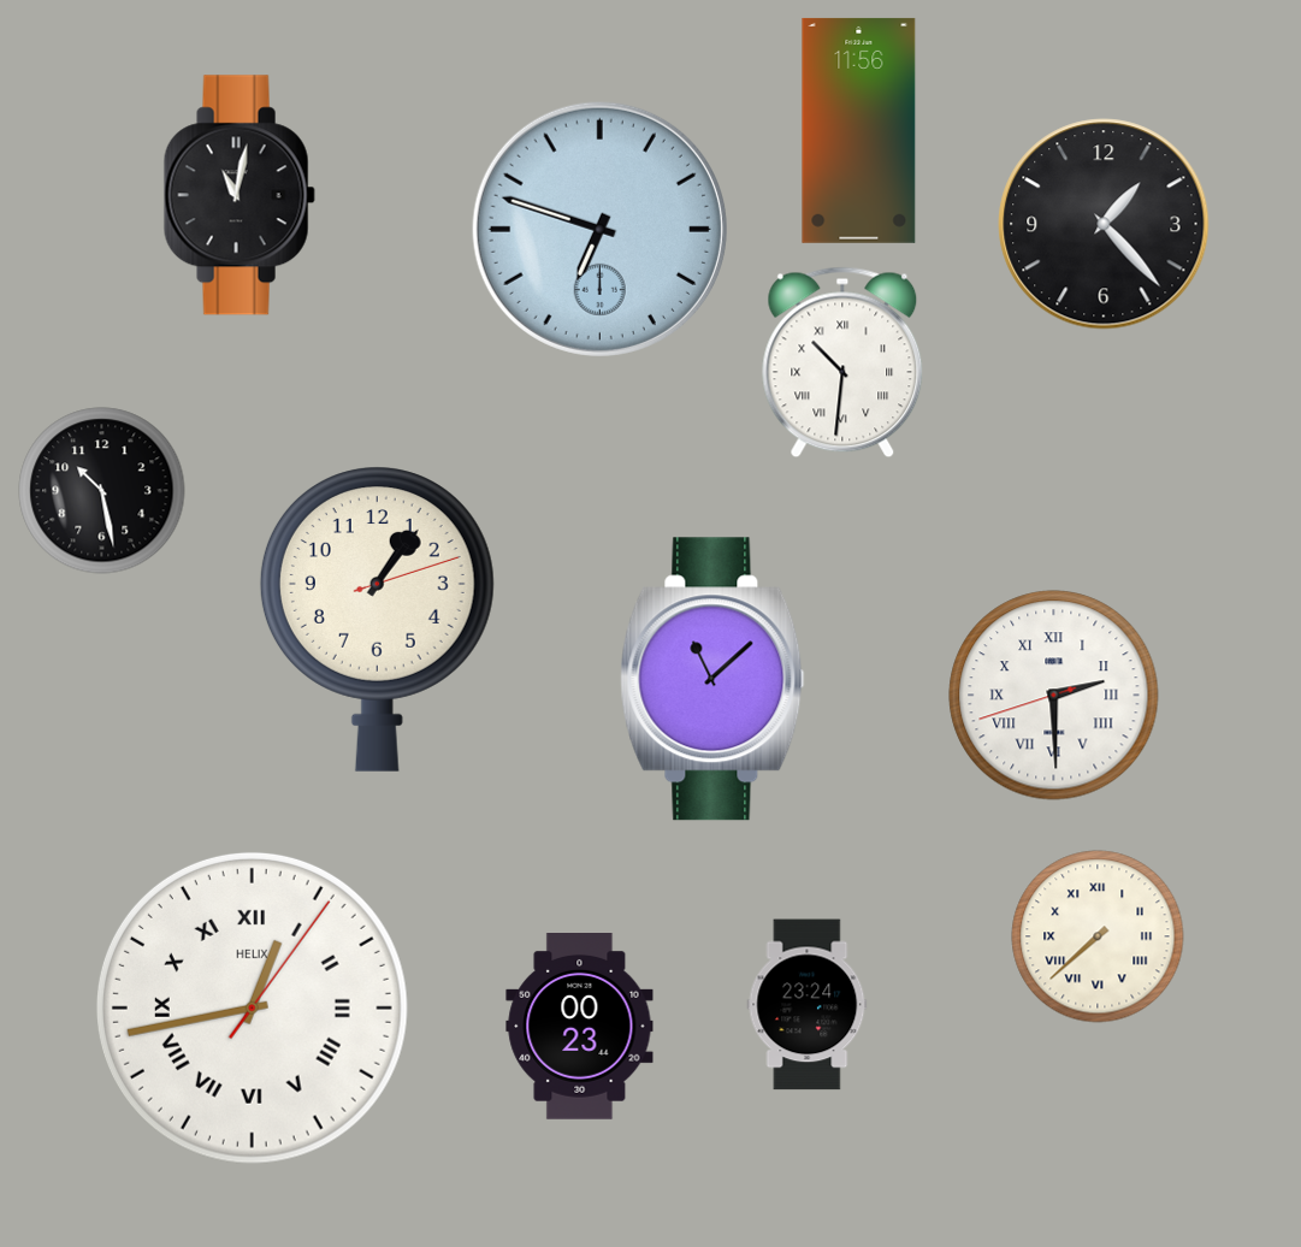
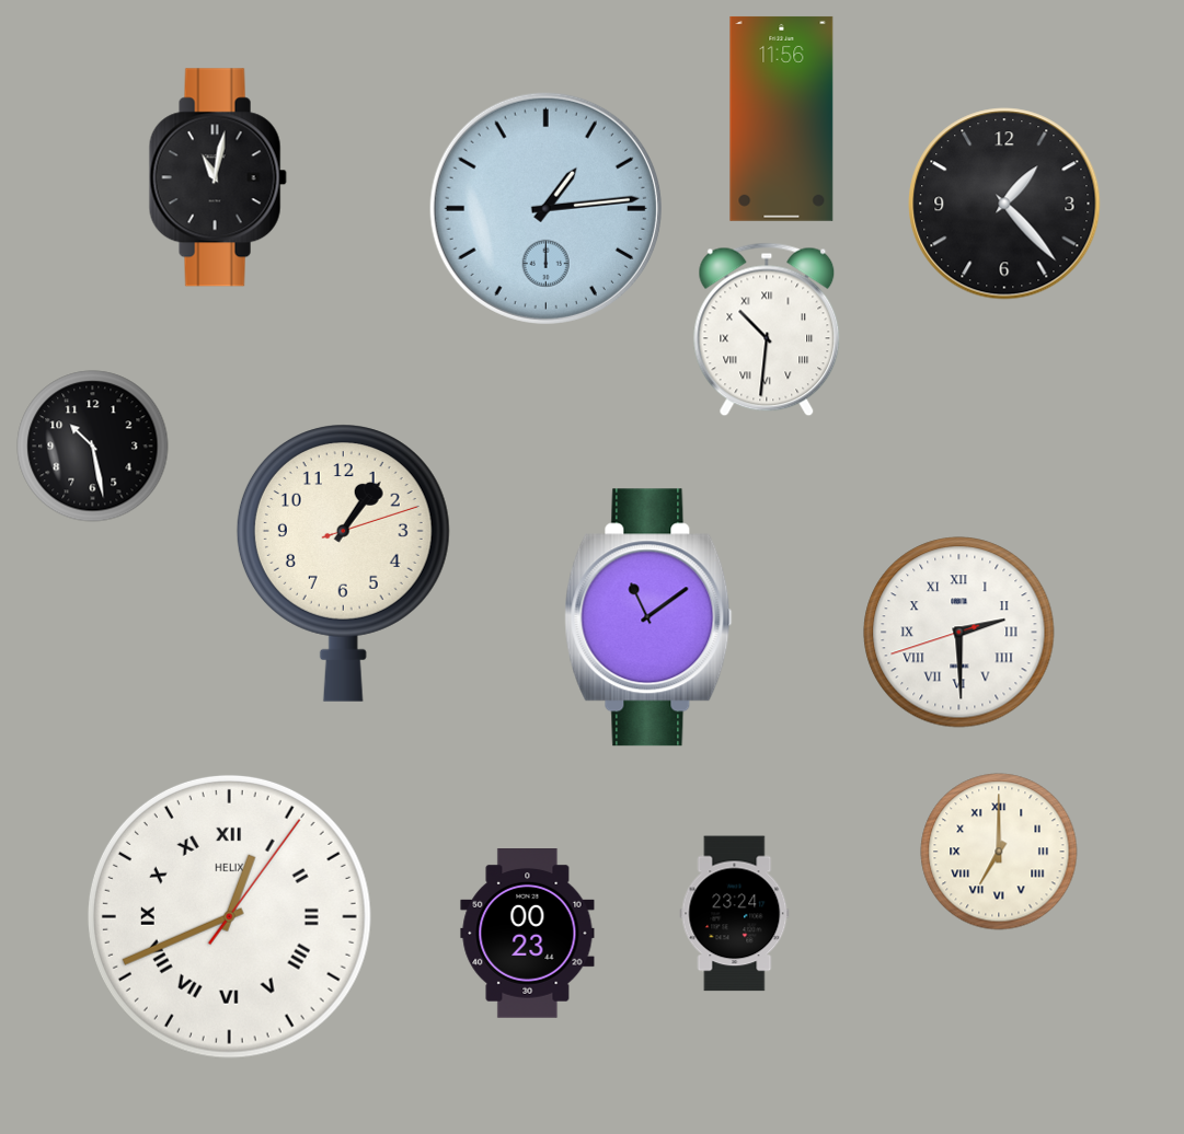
clock at (599, 229): 6:48 -> 1:14
clock at (712, 679): 11:08 -> 11:09
clock at (1098, 936): 7:38 -> 7:00
clock at (252, 1007): 12:43 -> 12:41
